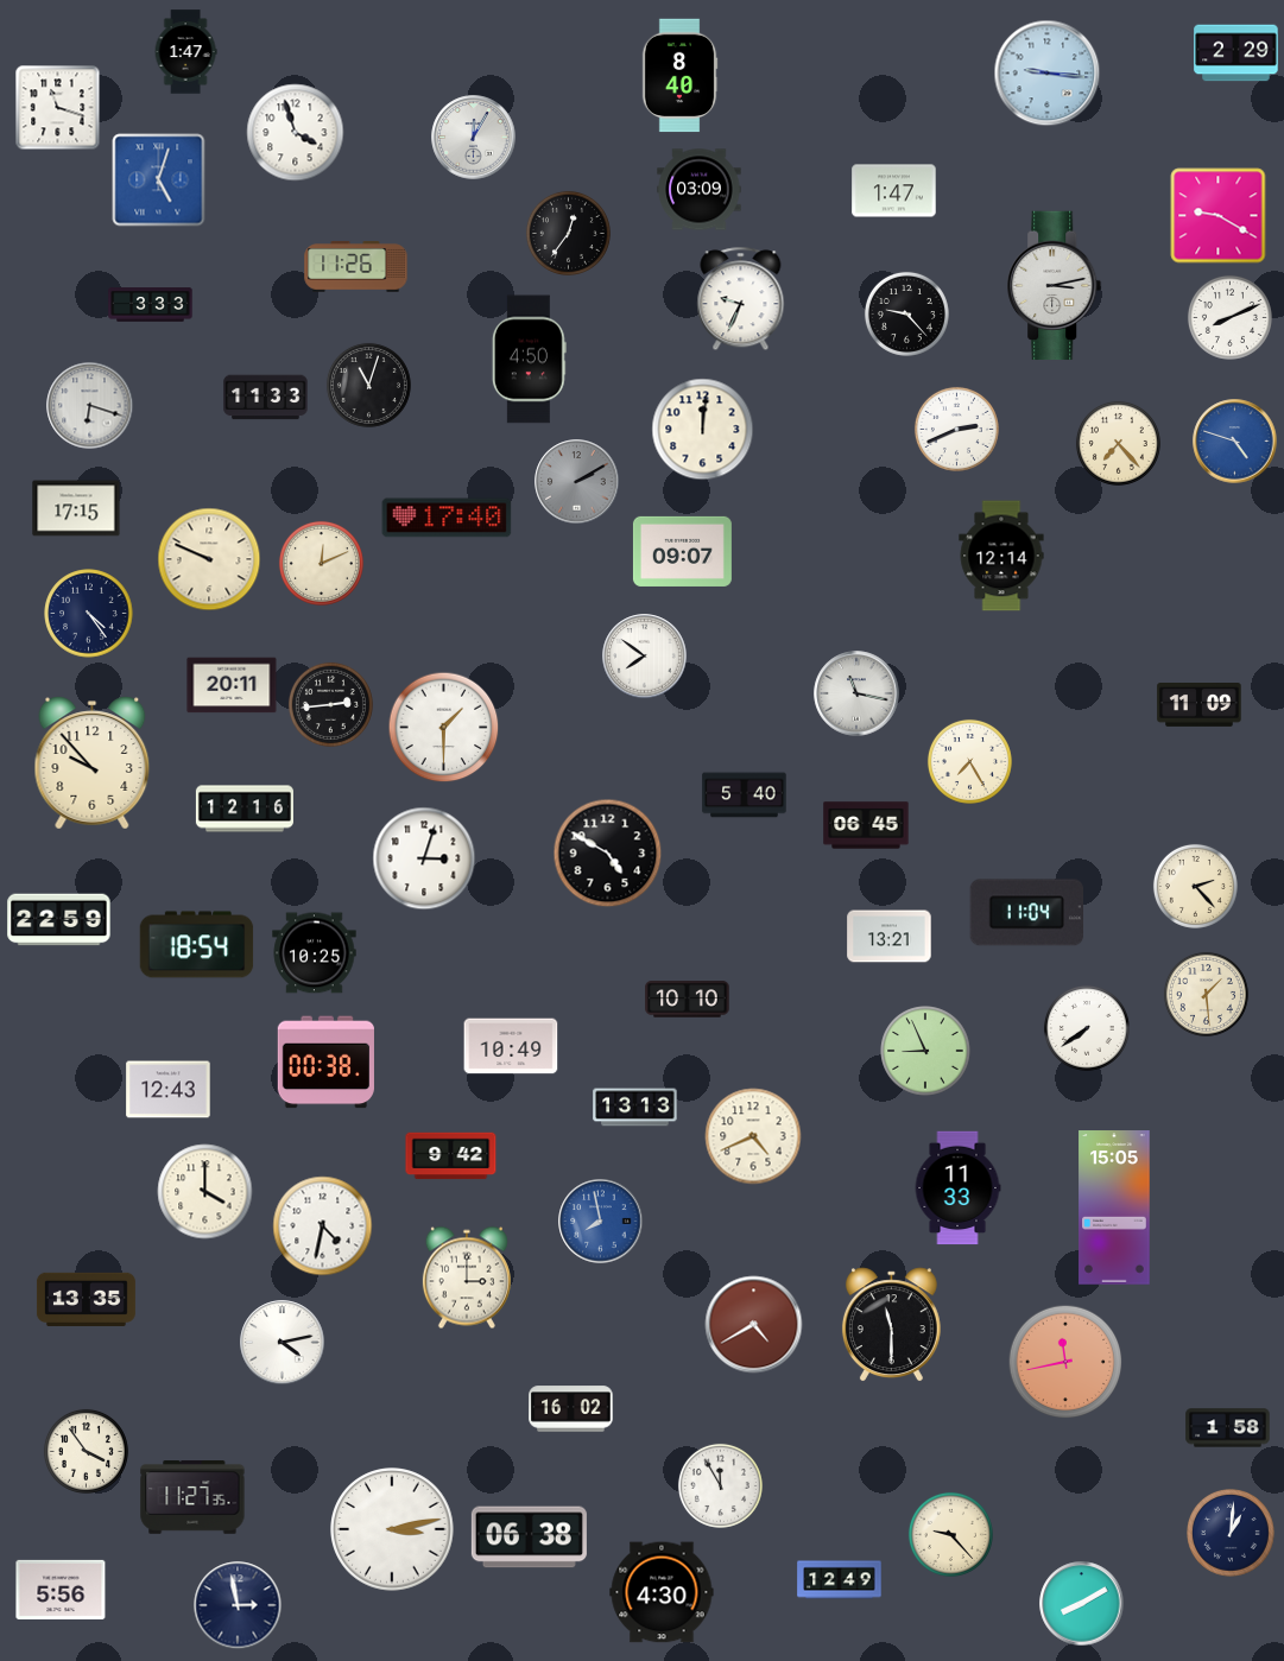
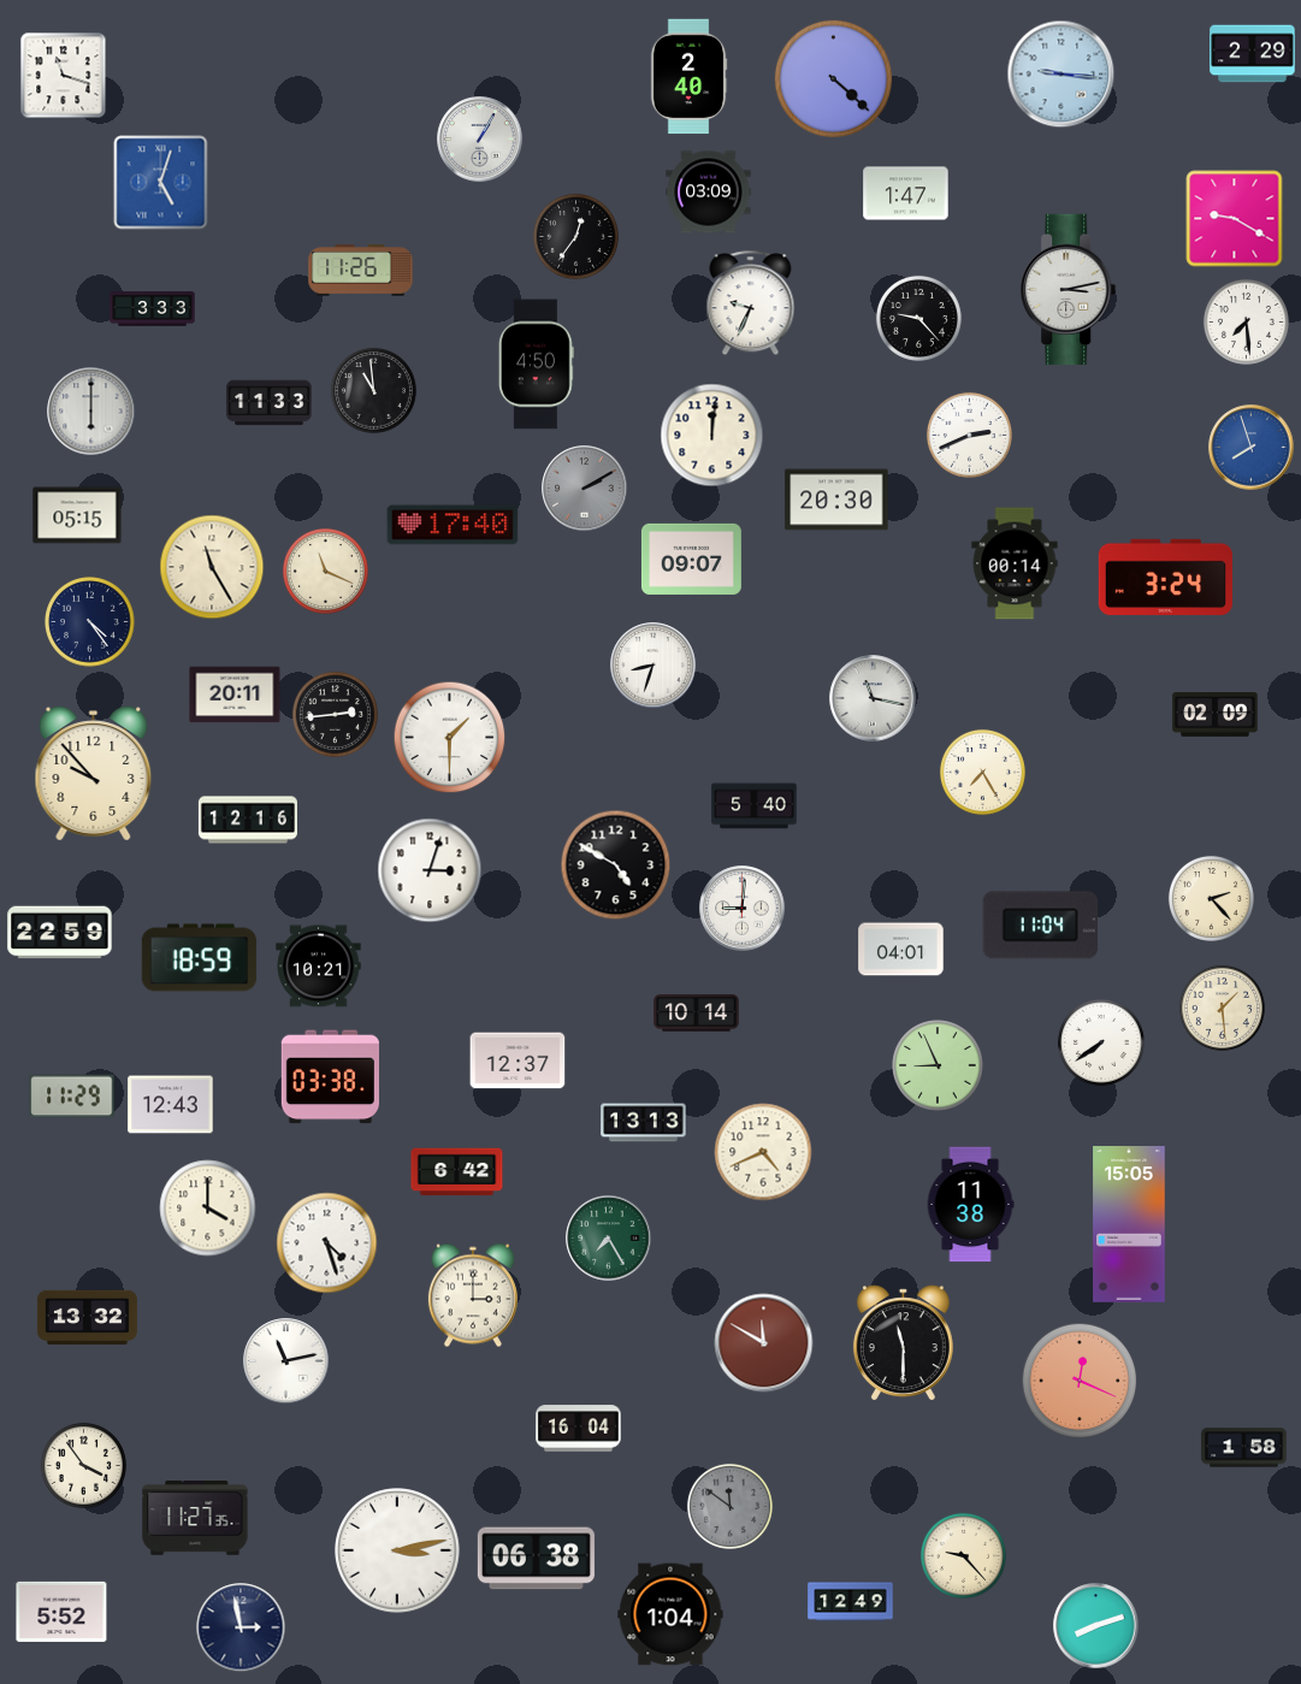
clock at (185, 52): 1:47 -> none
clock at (679, 76): 8:40 -> 2:40
clock at (833, 78): none -> 4:22
clock at (58, 108) position: (58, 108) -> (64, 76)
clock at (296, 133): 3:57 -> none
clock at (474, 138): 12:05 -> 1:05
clock at (1229, 317): 8:11 -> 7:29
clock at (368, 385): 11:03 -> 10:59
clock at (90, 406): 6:18 -> 6:00
clock at (1235, 442): 4:48 -> 7:57
clock at (1118, 443): 7:23 -> none
clock at (836, 500): none -> 20:30
clock at (76, 508): 17:15 -> 05:15
clock at (1001, 556): 12:14 -> 00:14
clock at (209, 559): 9:49 -> 11:25
clock at (321, 563): 12:11 -> 11:19
clock at (1165, 577): none -> 3:24
clock at (645, 657): 7:51 -> 8:33
clock at (856, 693) position: (856, 693) -> (873, 698)
clock at (1200, 705): 11:09 -> 02:09
clock at (866, 825): 06:45 -> none
clock at (743, 909): none -> 9:01
clock at (890, 937): 13:21 -> 04:01
clock at (197, 945): 18:54 -> 18:59
clock at (315, 953): 10:25 -> 10:21
clock at (688, 1000): 10:10 -> 10:14
clock at (511, 1046): 10:49 -> 12:37
clock at (325, 1063): 00:38 -> 03:38
clock at (72, 1097): none -> 11:29
clock at (451, 1156): 9:42 -> 6:42
clock at (957, 1188): 11:33 -> 11:38
clock at (601, 1222): 7:58 -> 7:25
clock at (601, 1222) dial: blue -> green
clock at (323, 1226): 4:32 -> 4:27
clock at (86, 1299): 13:35 -> 13:32
clock at (754, 1325): 4:40 -> 11:50
clock at (283, 1343): 4:13 -> 11:13
clock at (1065, 1362): 11:43 -> 12:19
clock at (571, 1409): 16:02 -> 16:04
clock at (86, 1451) position: (86, 1451) -> (83, 1465)
clock at (720, 1485): 11:55 -> 11:51
clock at (720, 1485) dial: white -> grey
clock at (1231, 1533): 1:01 -> none
clock at (61, 1590): 5:56 -> 5:52
clock at (662, 1592): 4:30 -> 1:04
clock at (1082, 1604): 8:10 -> 8:12
